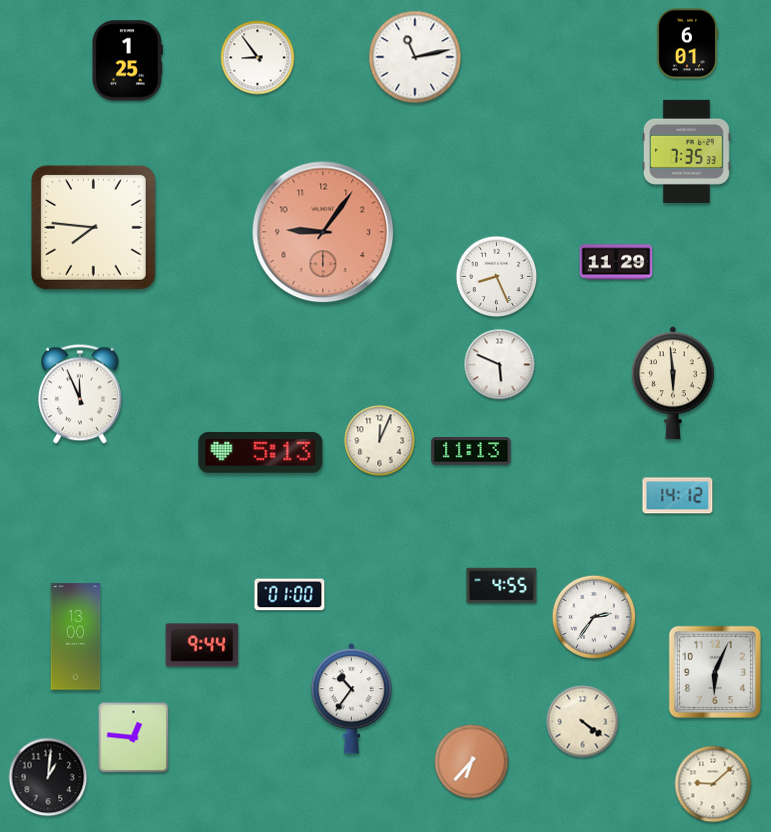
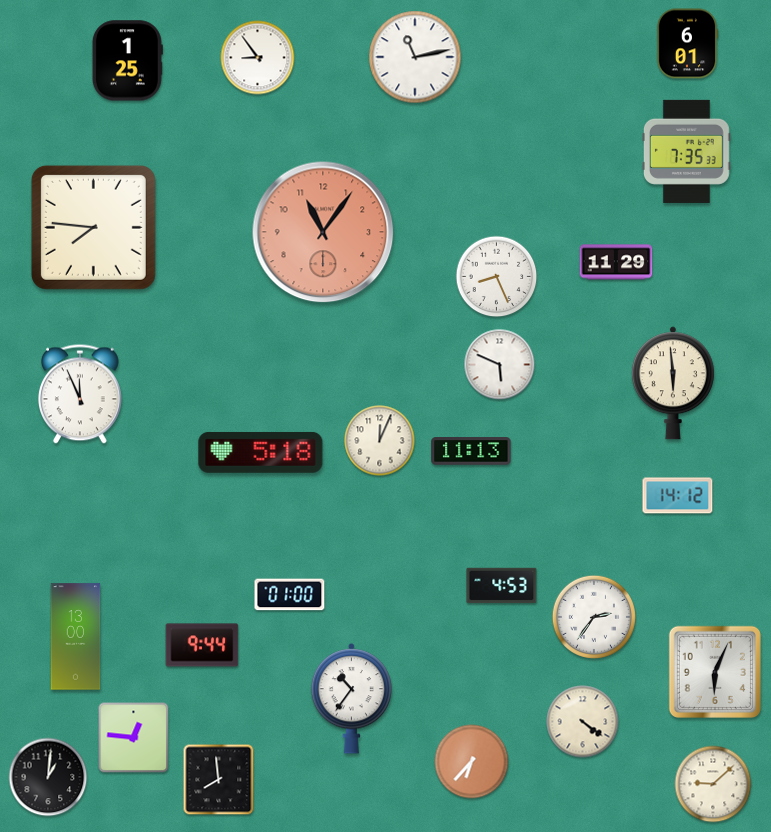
clock at (323, 232): 9:06 -> 11:06
clock at (261, 452): 5:13 -> 5:18
clock at (502, 586): 4:55 -> 4:53
clock at (219, 780): none -> 7:59
